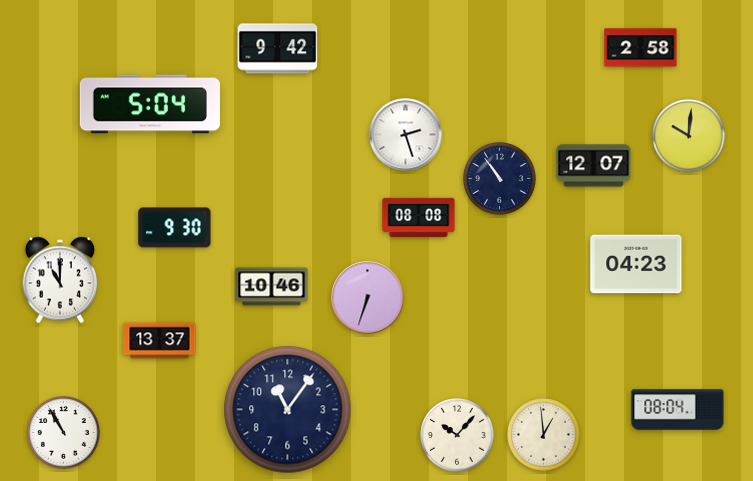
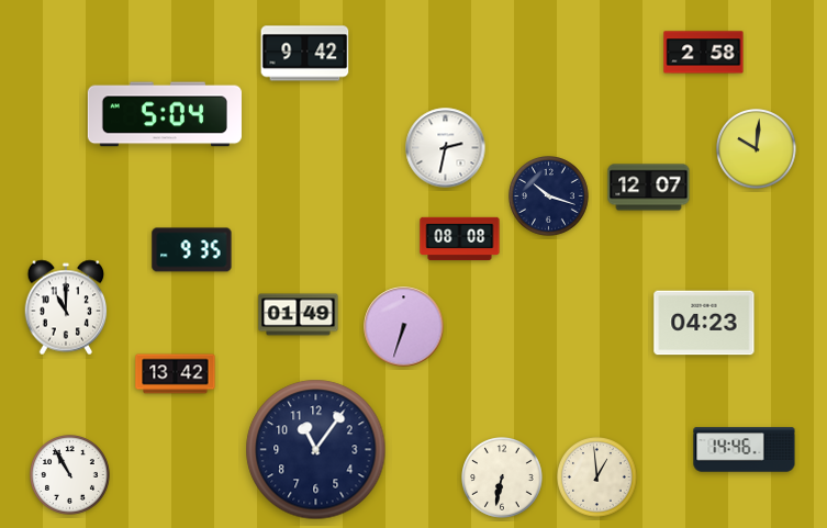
clock at (406, 135): 2:27 -> 2:32
clock at (594, 166) position: (594, 166) -> (649, 188)
clock at (500, 179): 10:54 -> 10:18
clock at (175, 228): 9:30 -> 9:35
clock at (636, 264) position: (636, 264) -> (704, 323)
clock at (272, 287): 10:46 -> 01:49
clock at (160, 341): 13:37 -> 13:42
clock at (678, 410): 08:04 -> 14:46
clock at (457, 435): 10:07 -> 6:32
